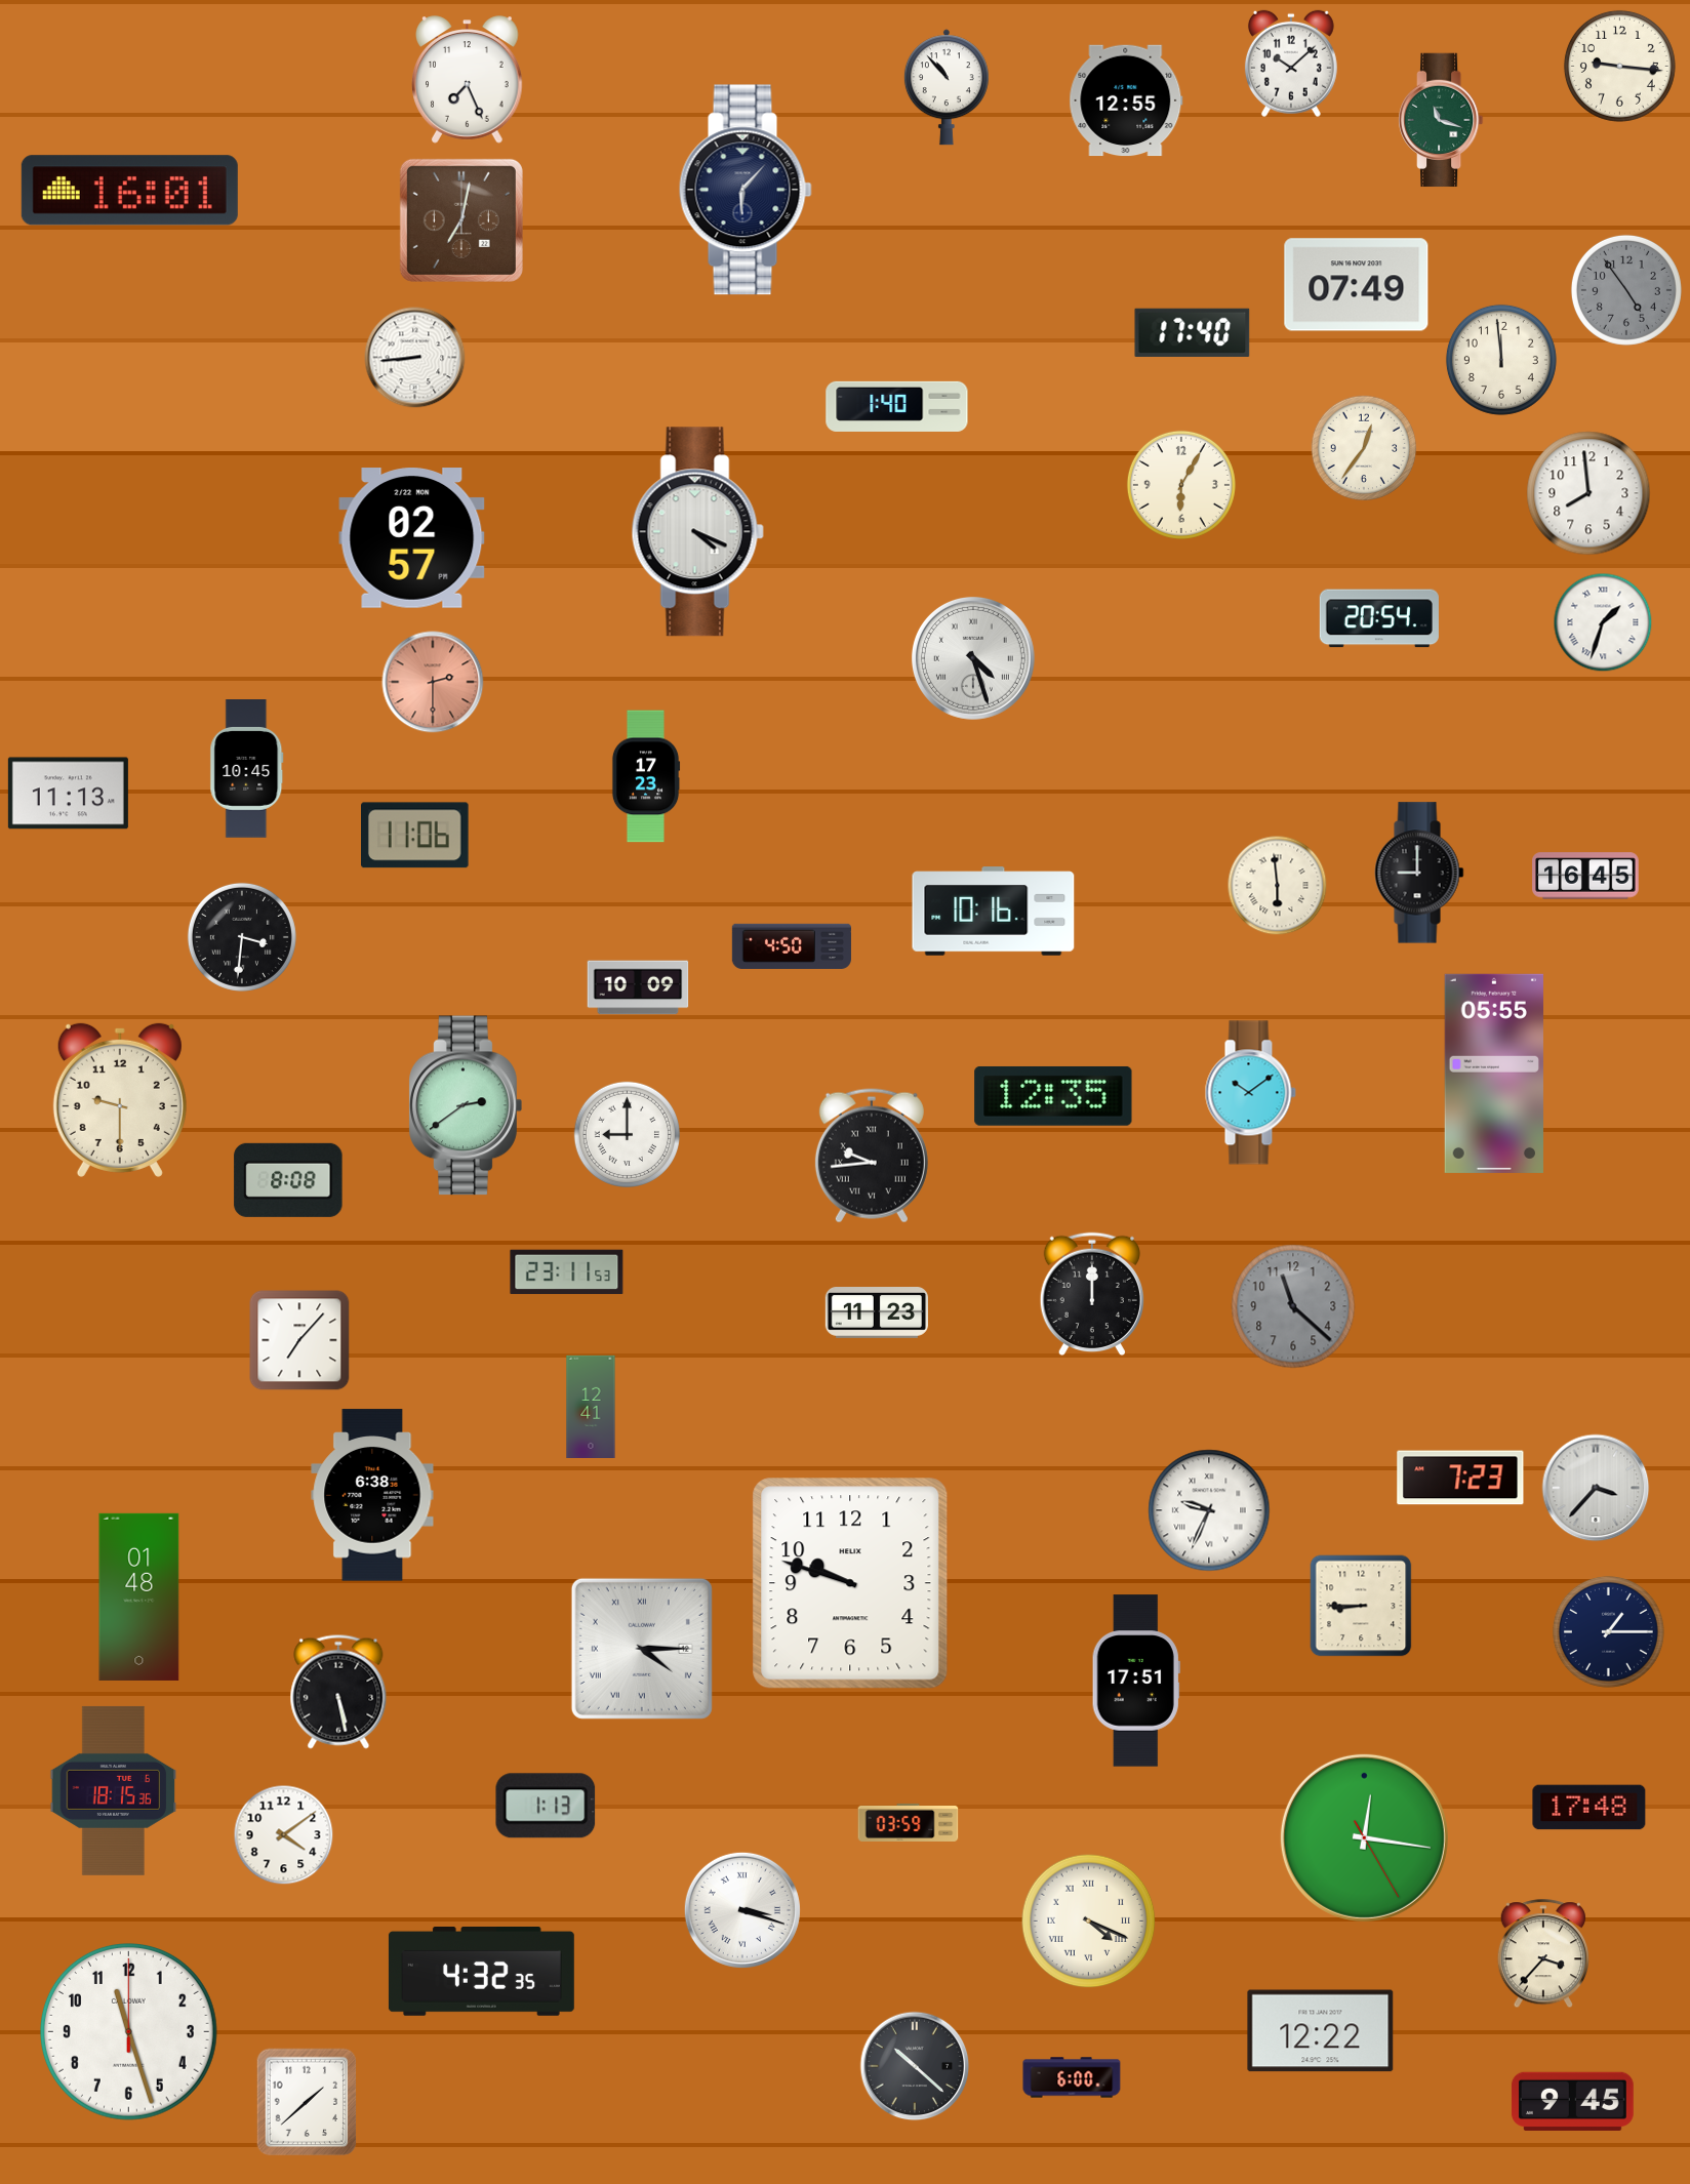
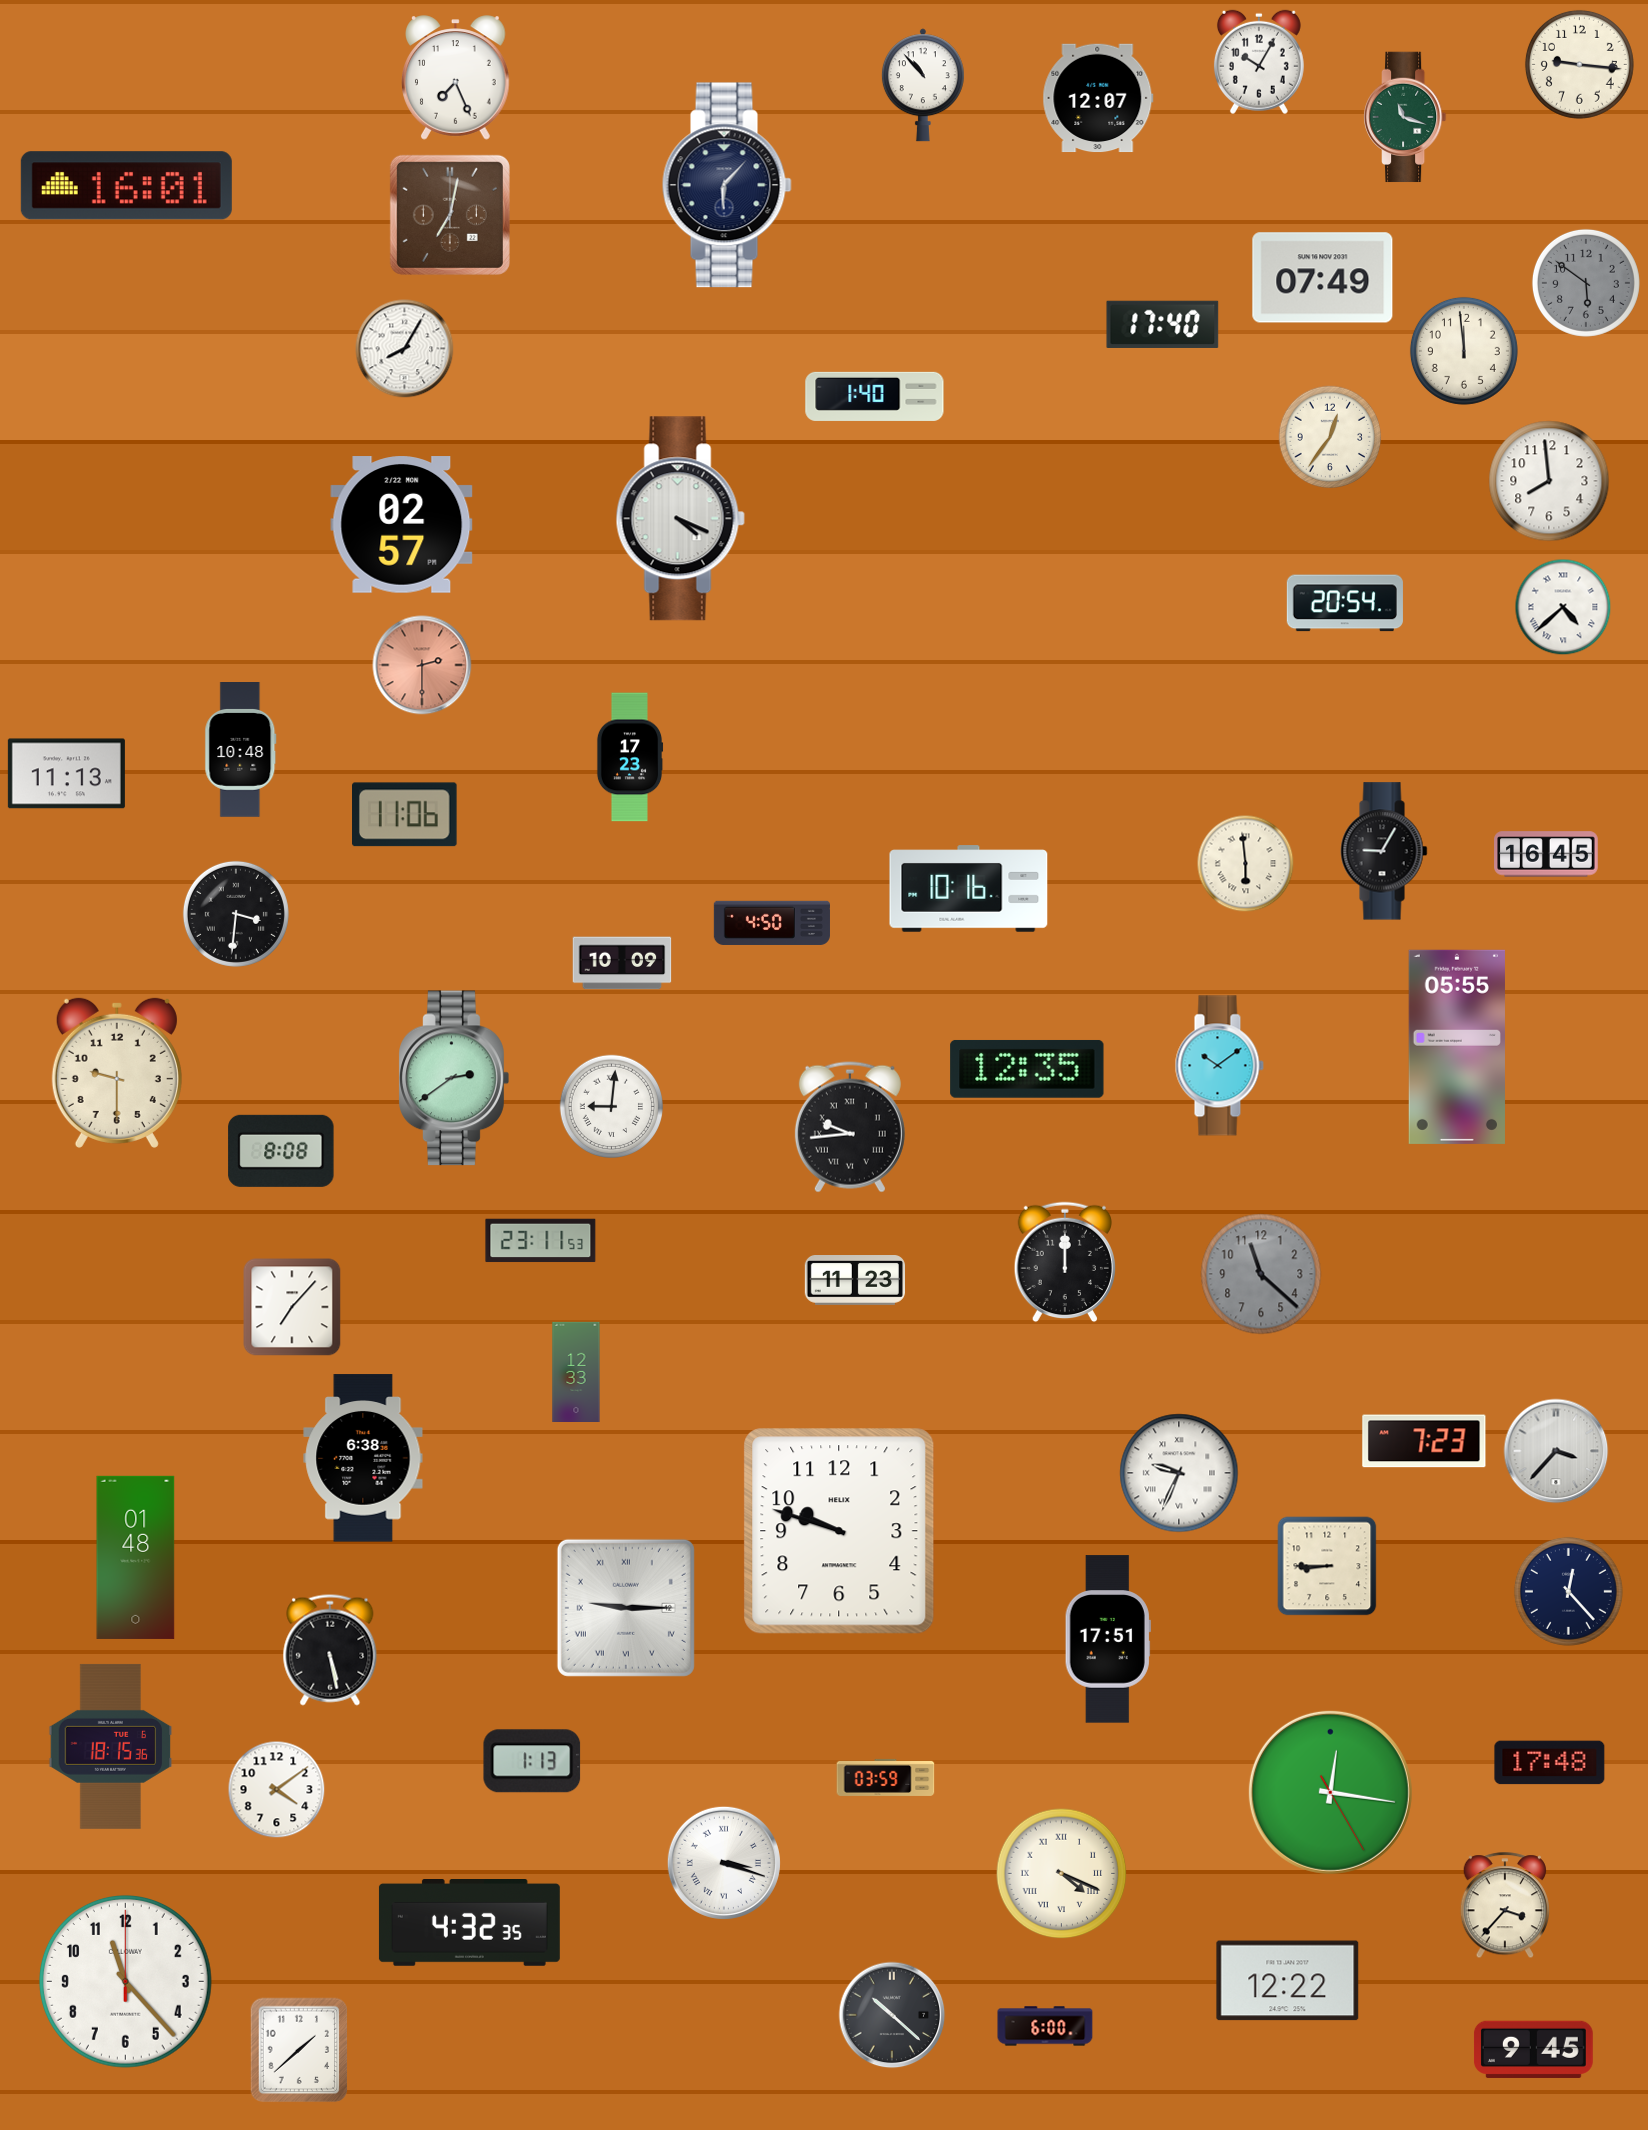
clock at (1291, 64): 10:08 -> 10:05
clock at (1126, 100): 12:55 -> 12:07
clock at (1626, 290): 4:54 -> 5:51
clock at (415, 358): 8:44 -> 8:05
clock at (1181, 485): 6:05 -> none
clock at (1603, 622): 1:33 -> 4:38
clock at (973, 658): 4:27 -> none
clock at (247, 769): 10:45 -> 10:48
clock at (1419, 873): 9:00 -> 9:05
clock at (627, 1134): 9:00 -> 9:01
clock at (567, 1272) position: (567, 1272) -> (541, 1241)
clock at (591, 1406): 12:41 -> 12:33
clock at (850, 1583) position: (850, 1583) -> (839, 1531)
clock at (1608, 1631): 1:15 -> 12:23
clock at (642, 1649): 4:15 -> 9:15
clock at (128, 2031): 11:27 -> 11:23
